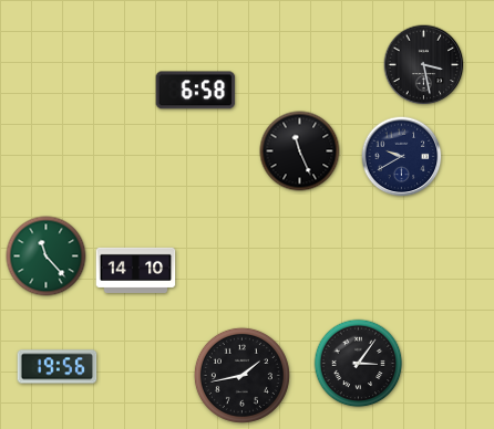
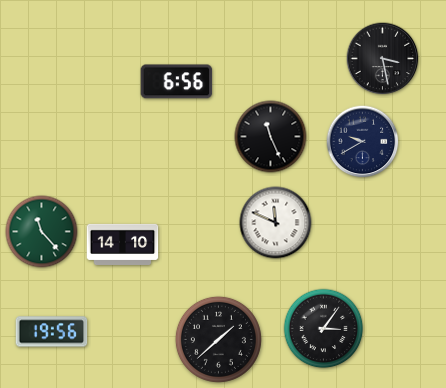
clock at (196, 91): 6:58 -> 6:56
clock at (276, 223): none -> 11:49
clock at (241, 375): 1:43 -> 1:38
